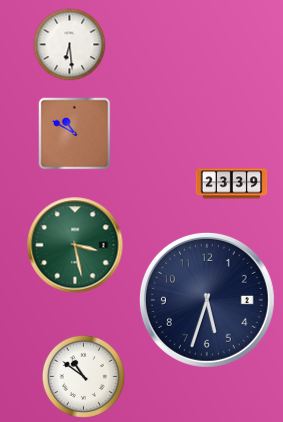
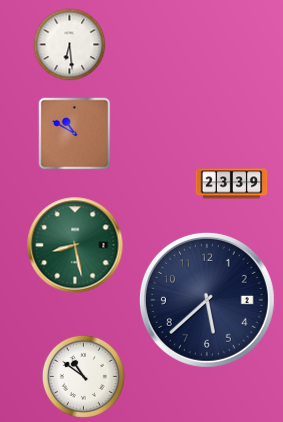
clock at (75, 245): 3:28 -> 8:28
clock at (207, 300): 5:33 -> 5:38
